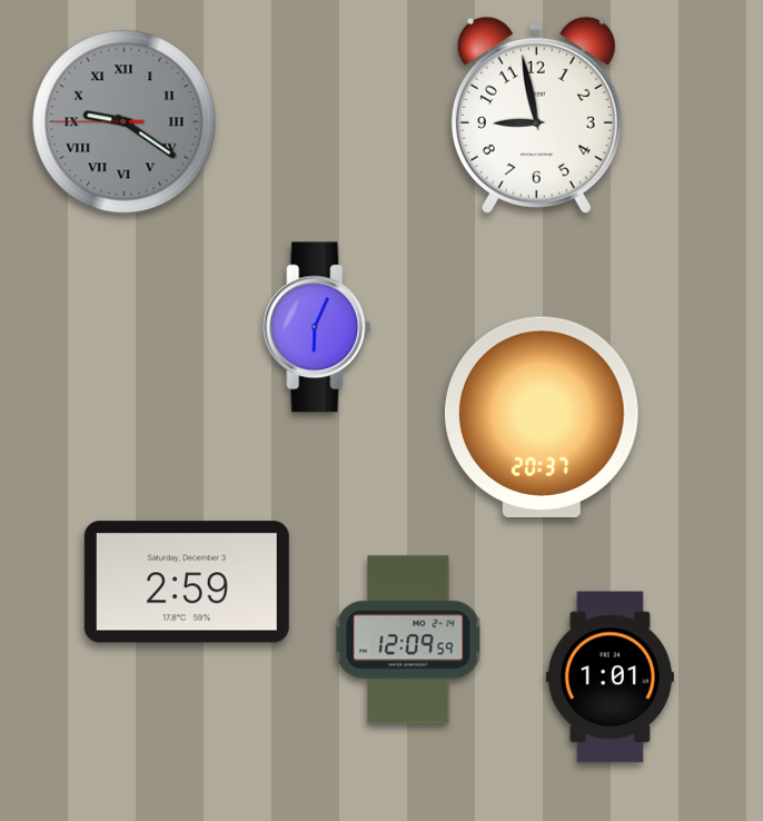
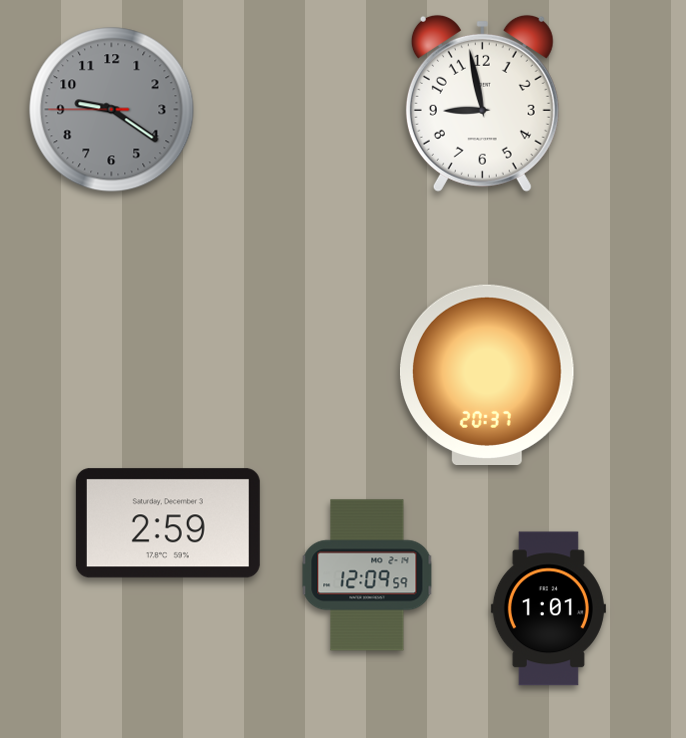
clock at (125, 122) numerals: Roman -> Arabic
clock at (317, 327): 6:04 -> none
